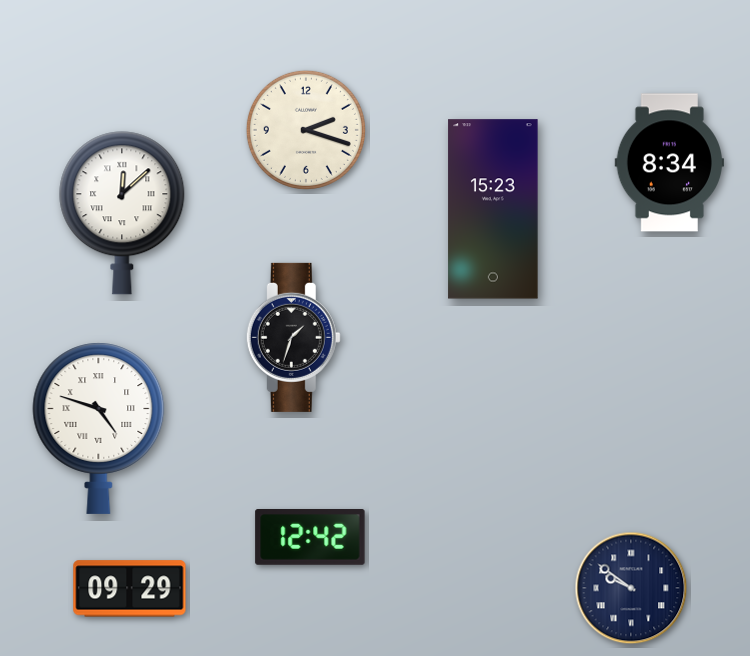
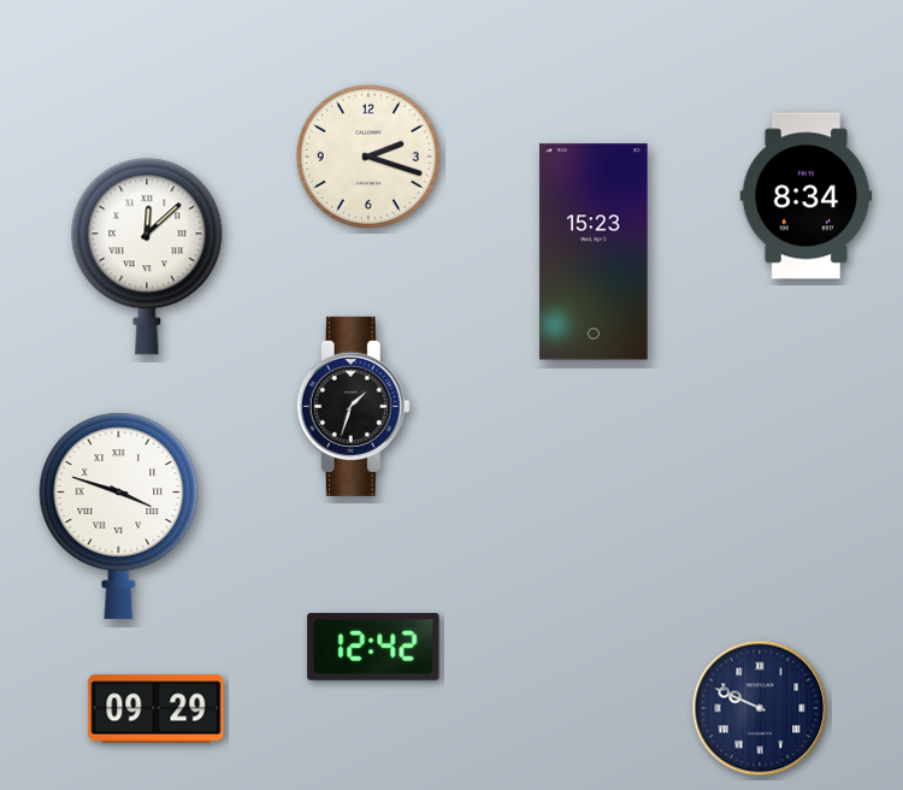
clock at (99, 428): 4:48 -> 3:48
clock at (631, 588): 9:51 -> 9:49
